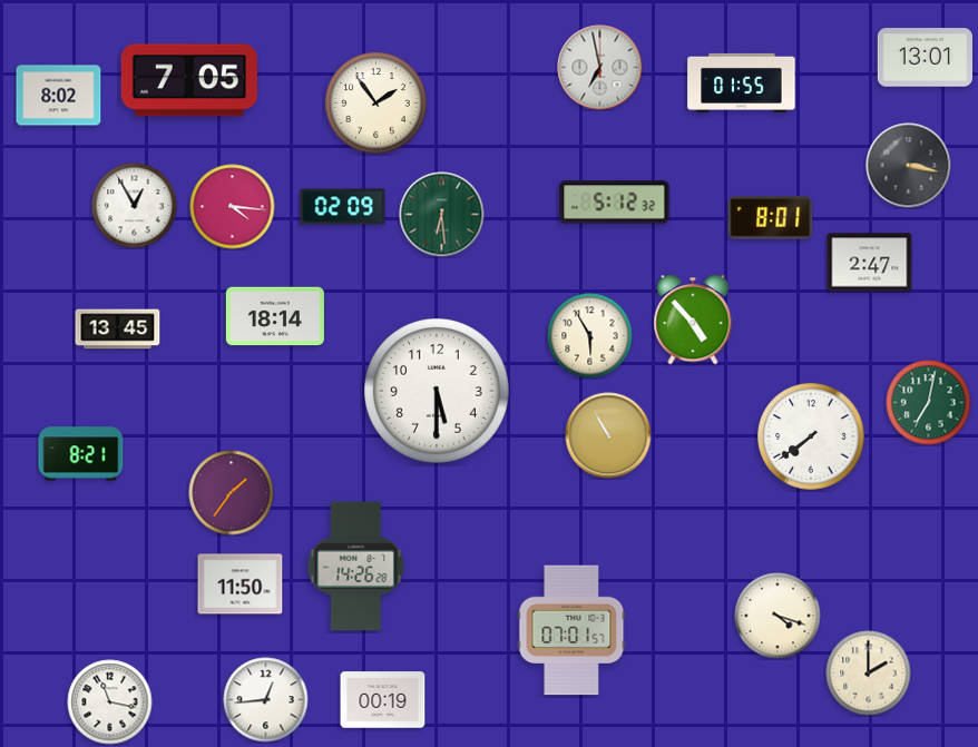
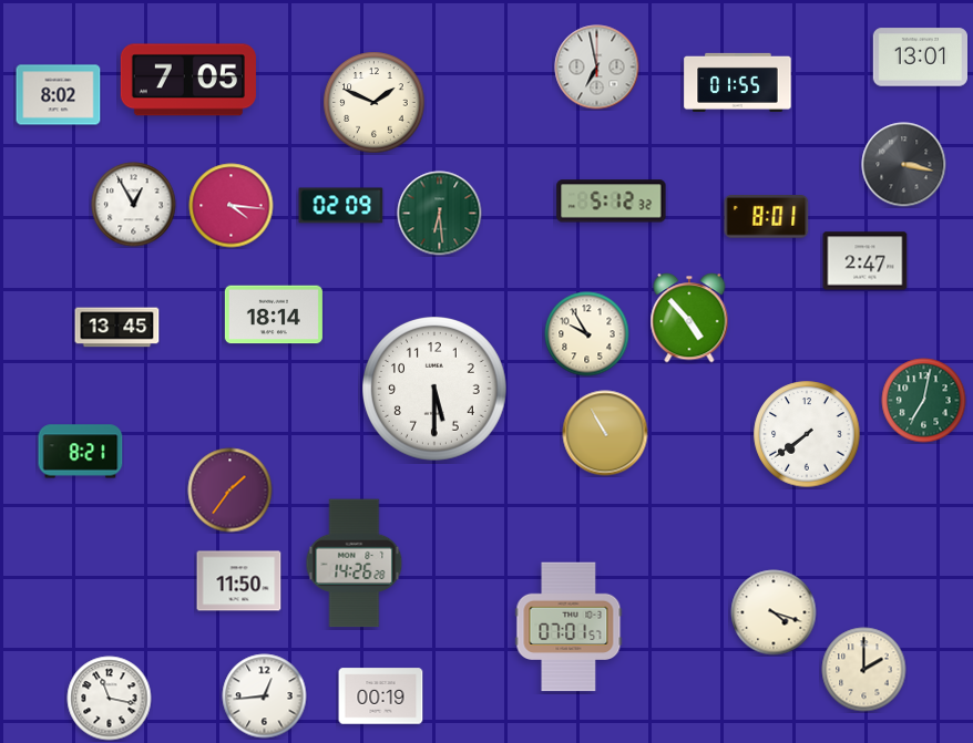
clock at (376, 104): 1:54 -> 1:49
clock at (590, 336): 5:55 -> 9:55
